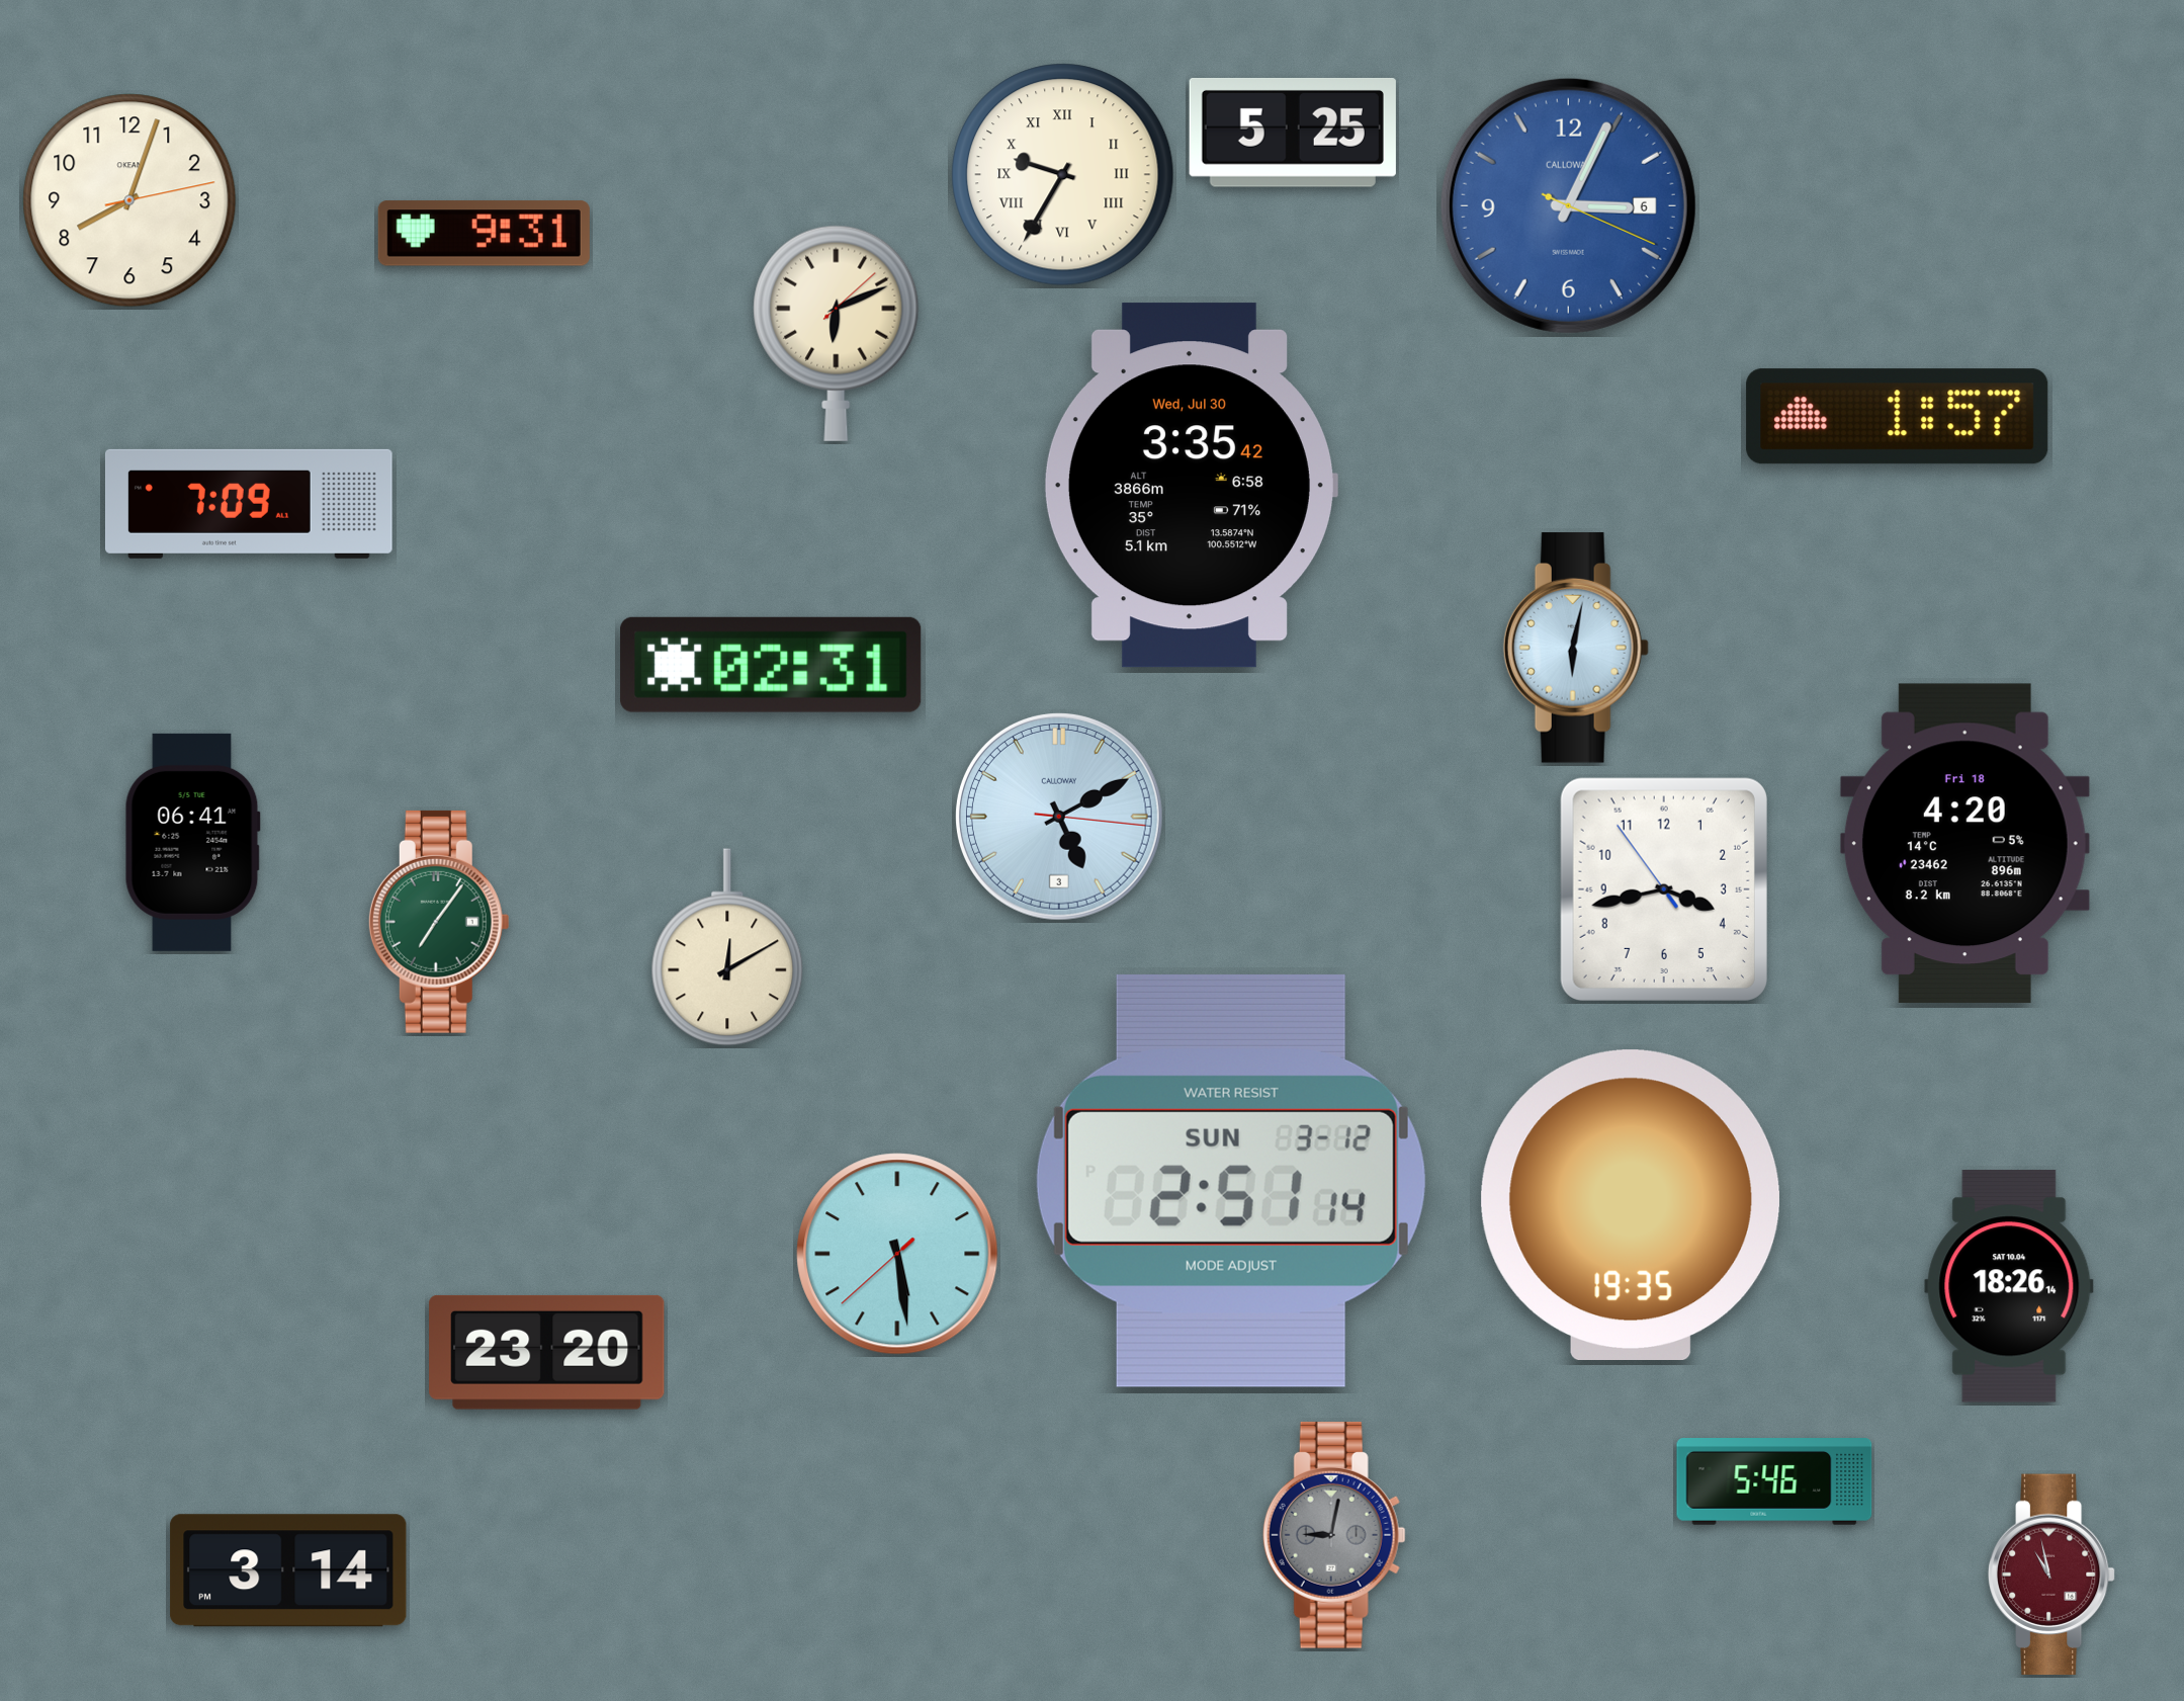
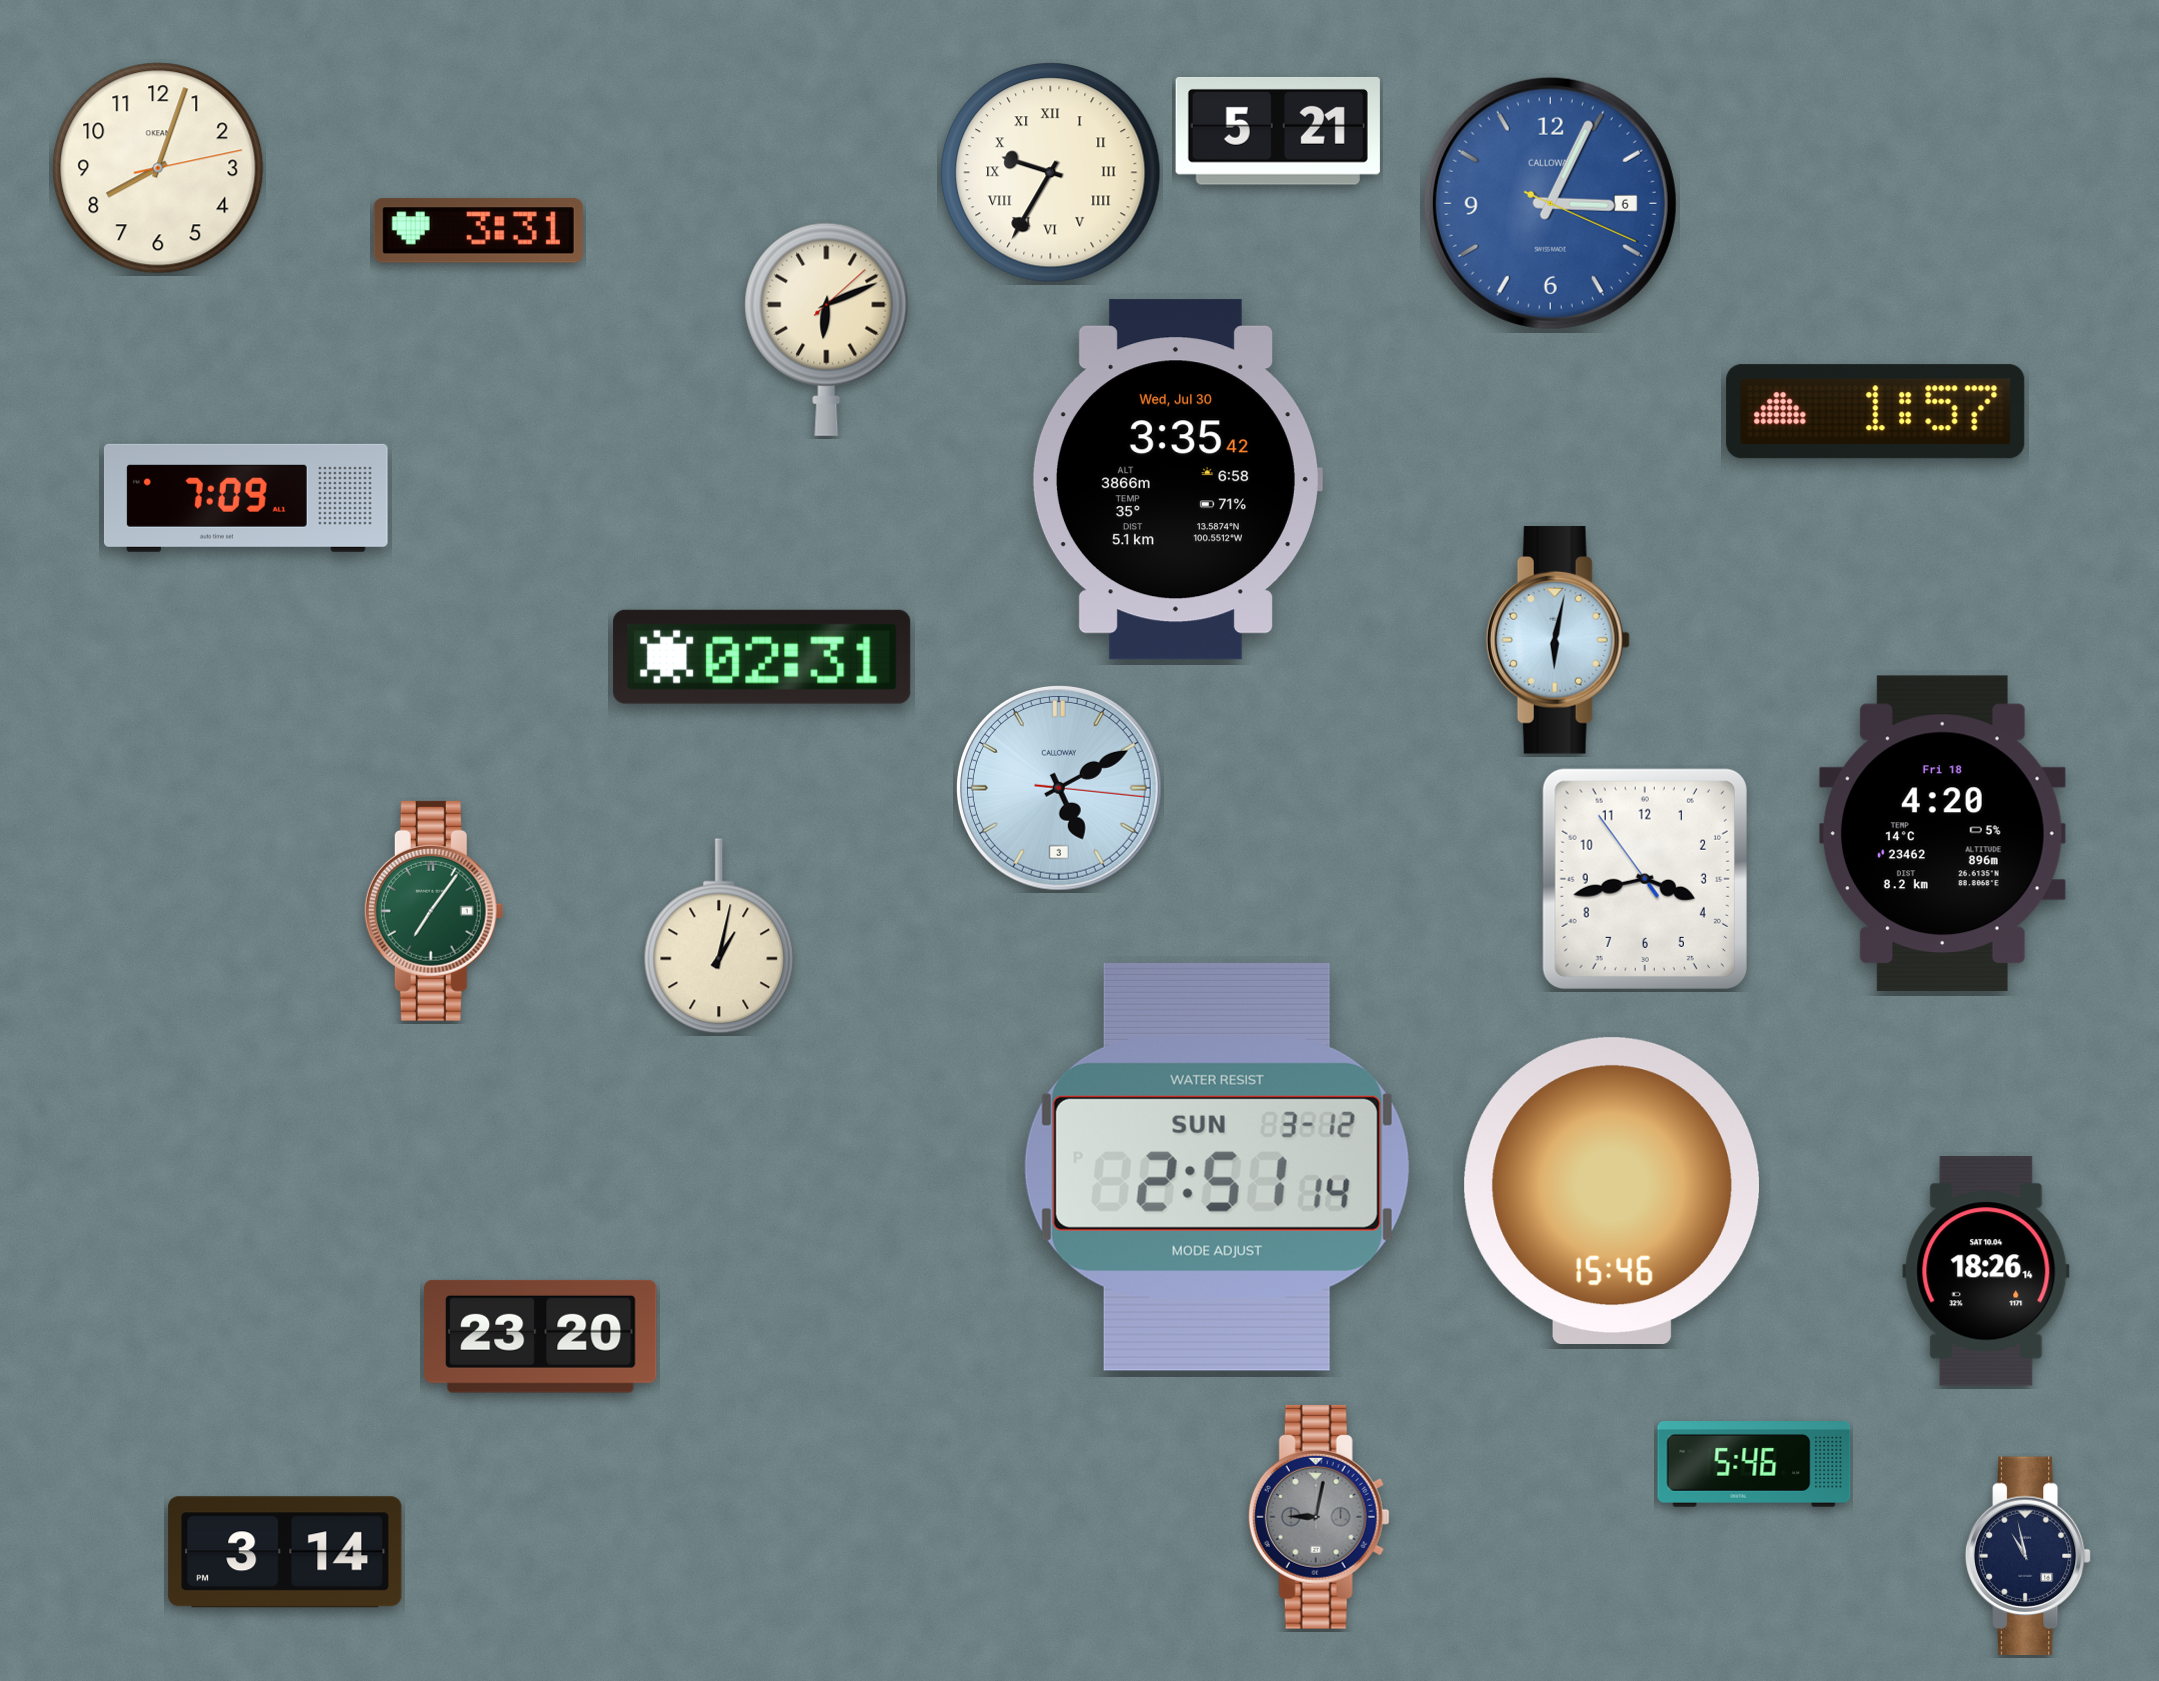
clock at (1293, 133): 5:25 -> 5:21
clock at (129, 200) position: (129, 200) -> (158, 168)
clock at (484, 234): 9:31 -> 3:31
clock at (1059, 817) position: (1059, 817) -> (1059, 788)
clock at (192, 842): 06:41 -> none
clock at (727, 947): 12:10 -> 1:02
clock at (1631, 1204): 19:35 -> 15:46
clock at (897, 1254): 5:28 -> none
clock at (2051, 1575) dial: burgundy -> navy
